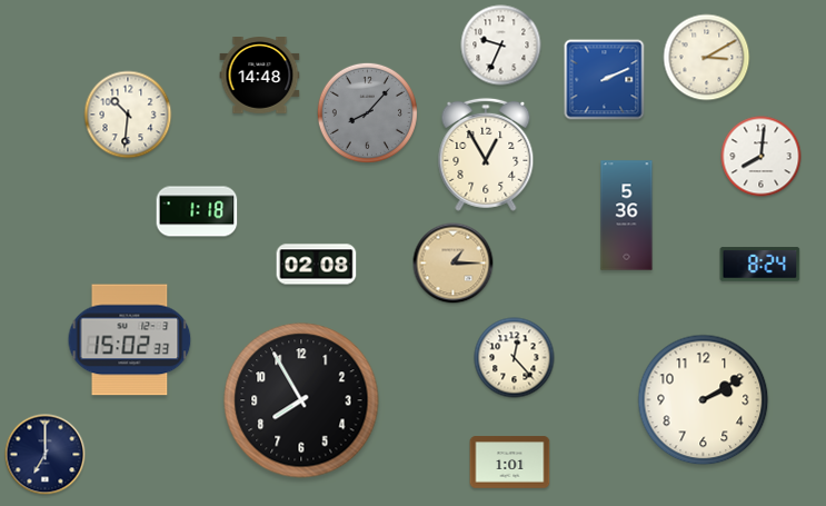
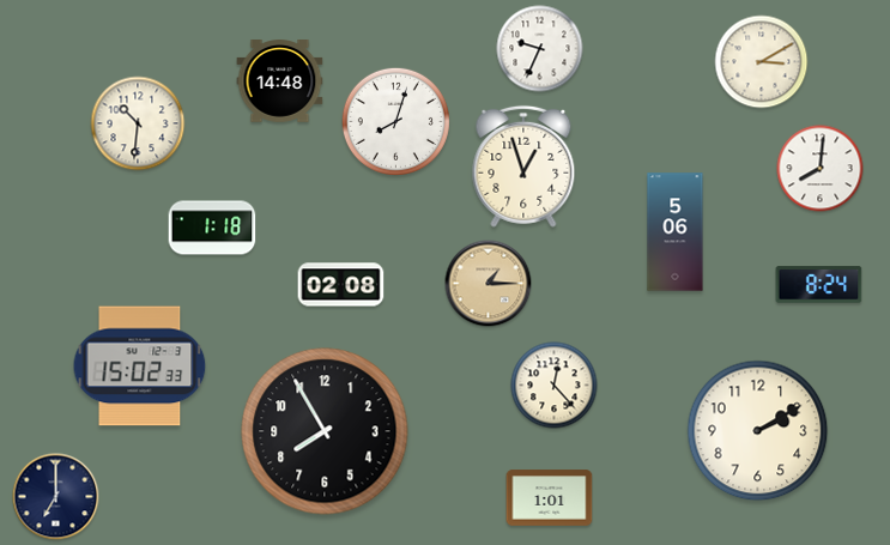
clock at (605, 80): 2:11 -> none
clock at (367, 112): 8:07 -> 8:03
clock at (367, 112) dial: grey -> white
clock at (486, 155): 12:55 -> 12:57
clock at (627, 216): 5:36 -> 5:06
clock at (46, 455) position: (46, 455) -> (56, 497)
